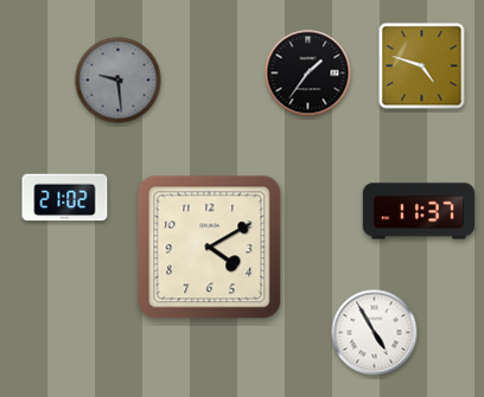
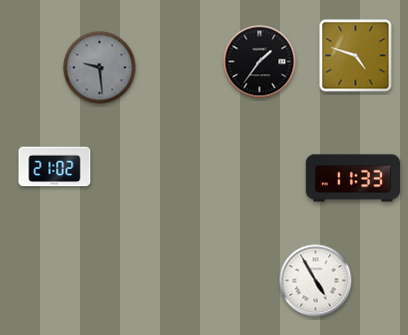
clock at (419, 211): 11:37 -> 11:33
clock at (210, 248): 4:10 -> none
